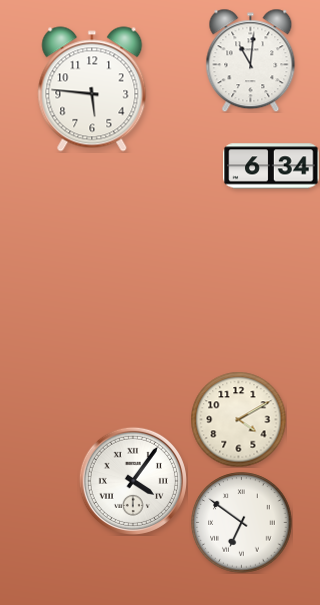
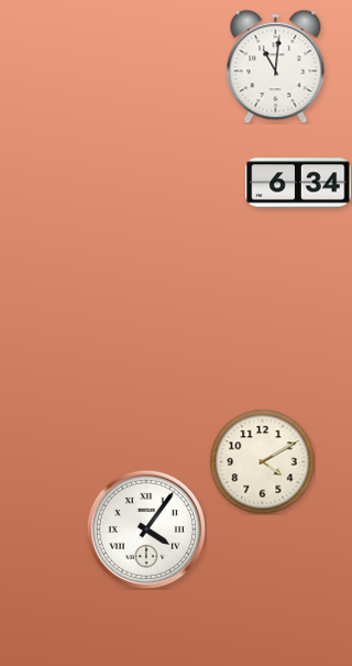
clock at (92, 89): 5:46 -> none
clock at (242, 523): 6:51 -> none
